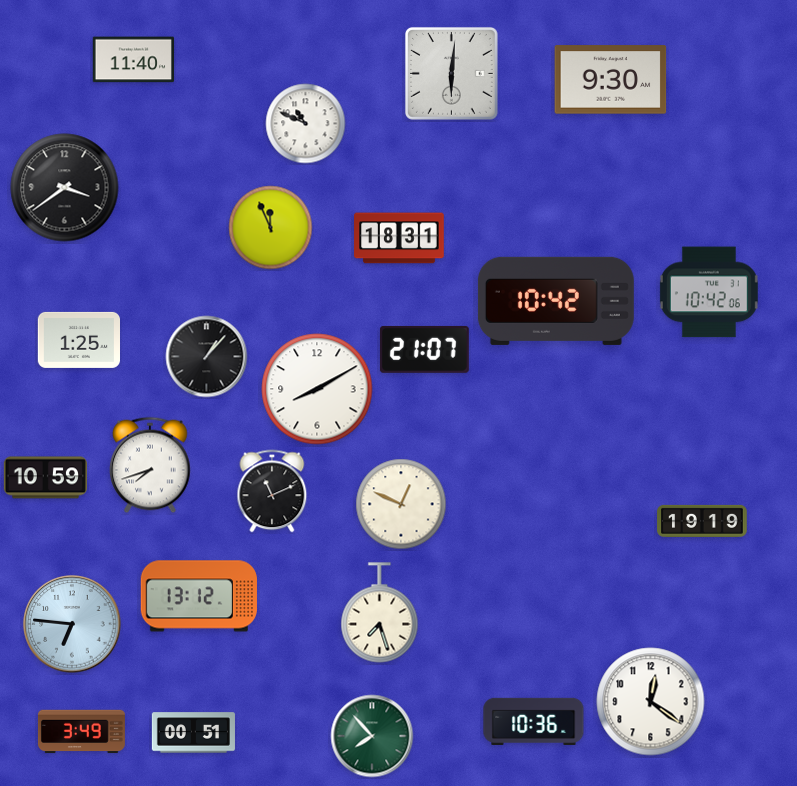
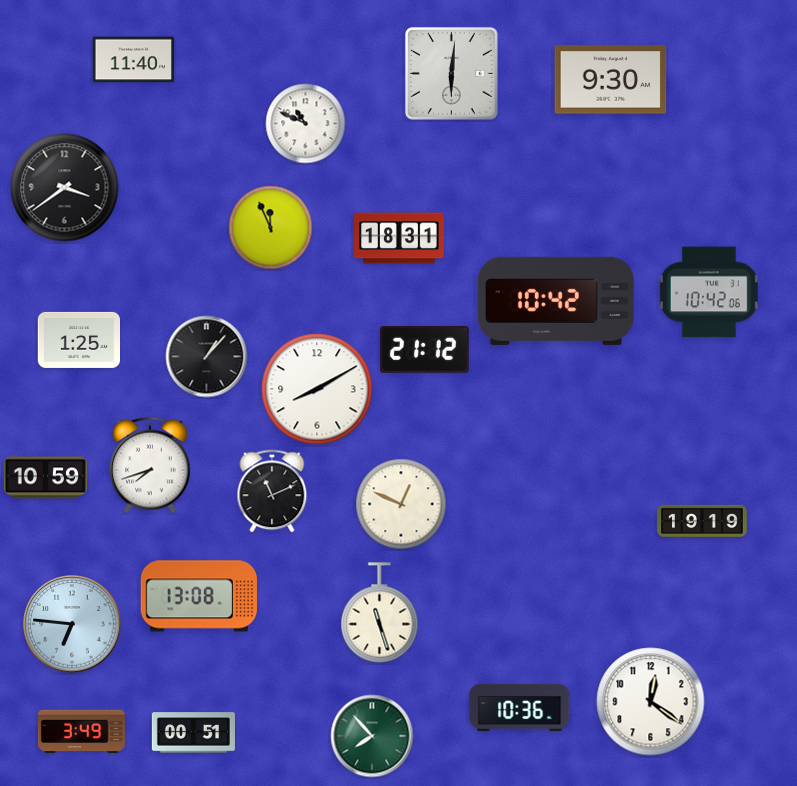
clock at (425, 349): 21:07 -> 21:12
clock at (199, 596): 13:12 -> 13:08
clock at (380, 613): 7:27 -> 11:27
clock at (534, 721) position: (534, 721) -> (520, 707)
